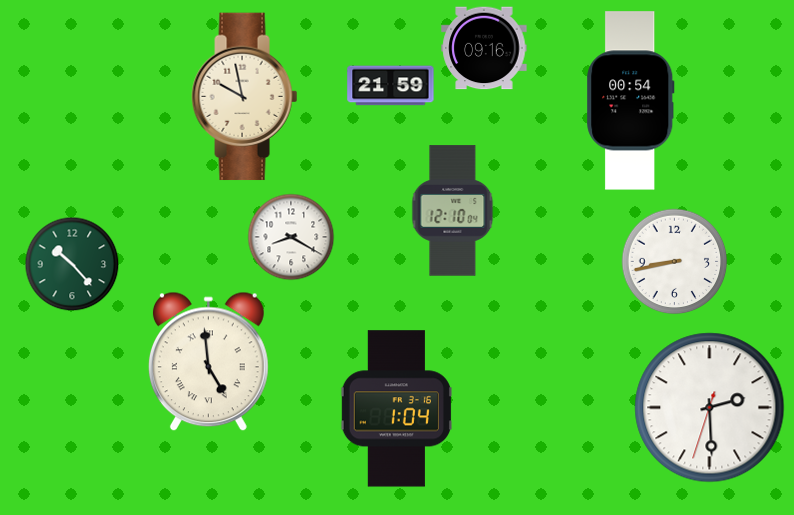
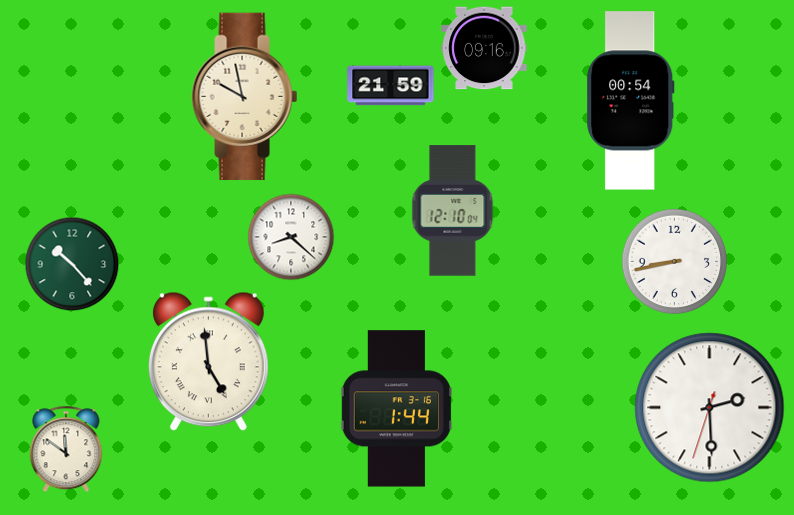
clock at (291, 237): 8:20 -> 8:22
clock at (396, 409): 1:04 -> 1:44
clock at (66, 449): none -> 11:51
